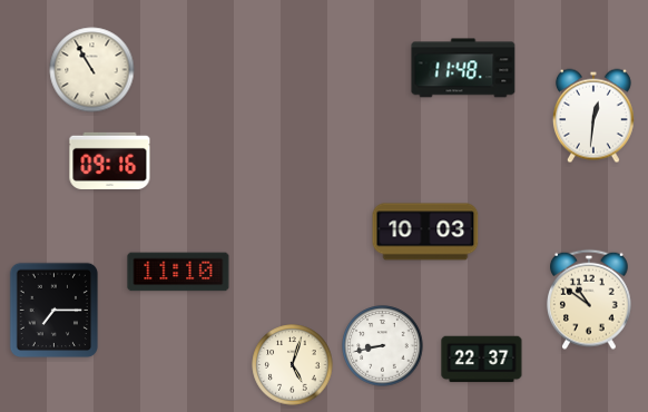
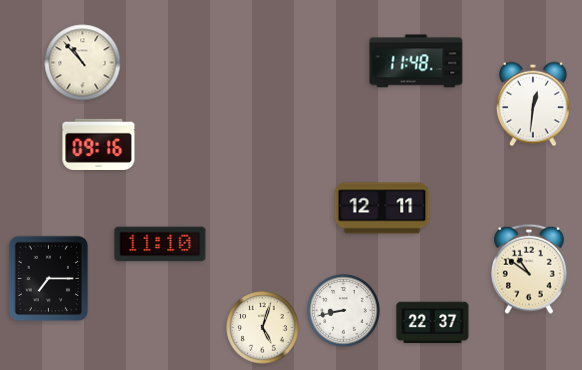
clock at (92, 70): 10:55 -> 10:53
clock at (425, 232): 10:03 -> 12:11
